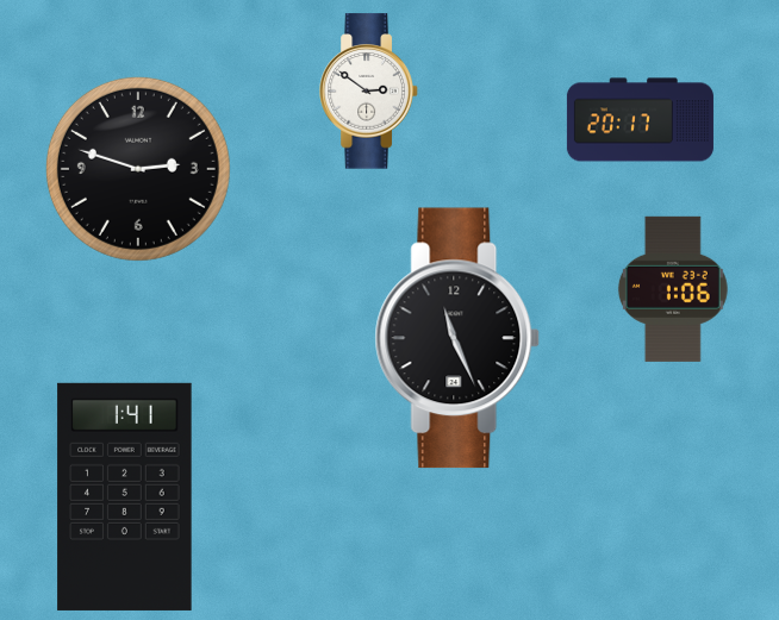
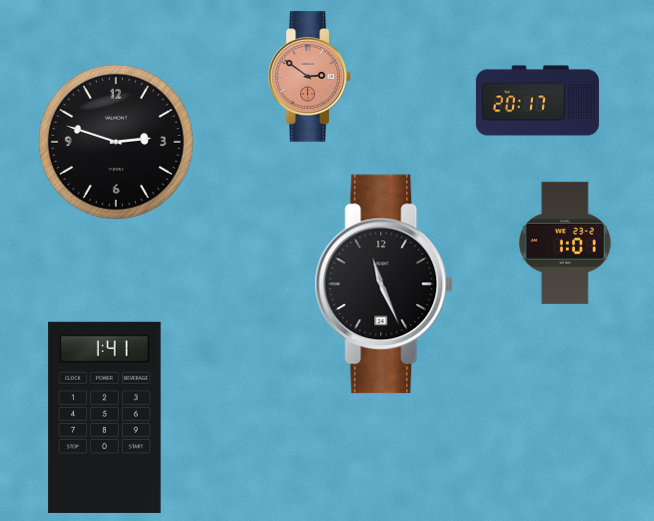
clock at (369, 92) dial: white -> salmon
clock at (673, 289): 1:06 -> 1:01
